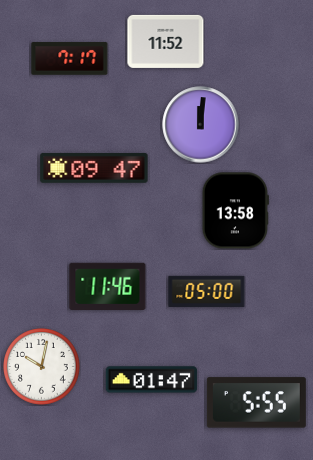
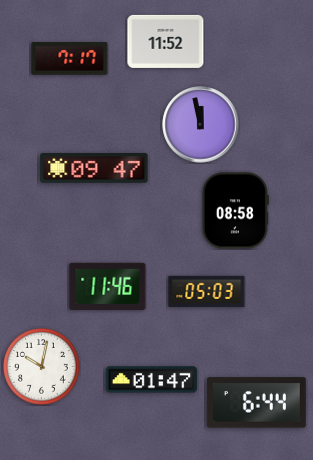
clock at (201, 125): 12:01 -> 11:58
clock at (235, 211): 13:58 -> 08:58
clock at (207, 291): 05:00 -> 05:03
clock at (256, 403): 5:55 -> 6:44
